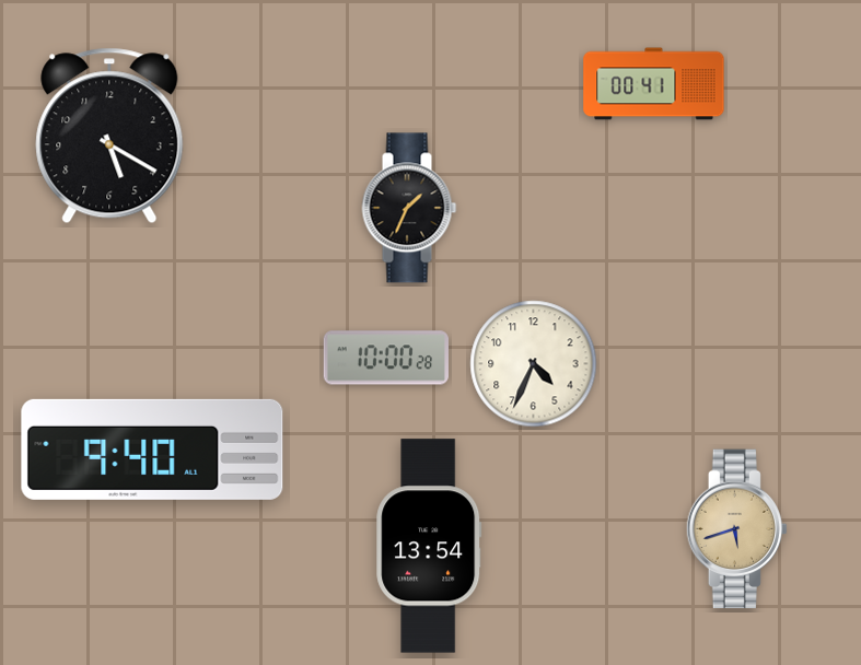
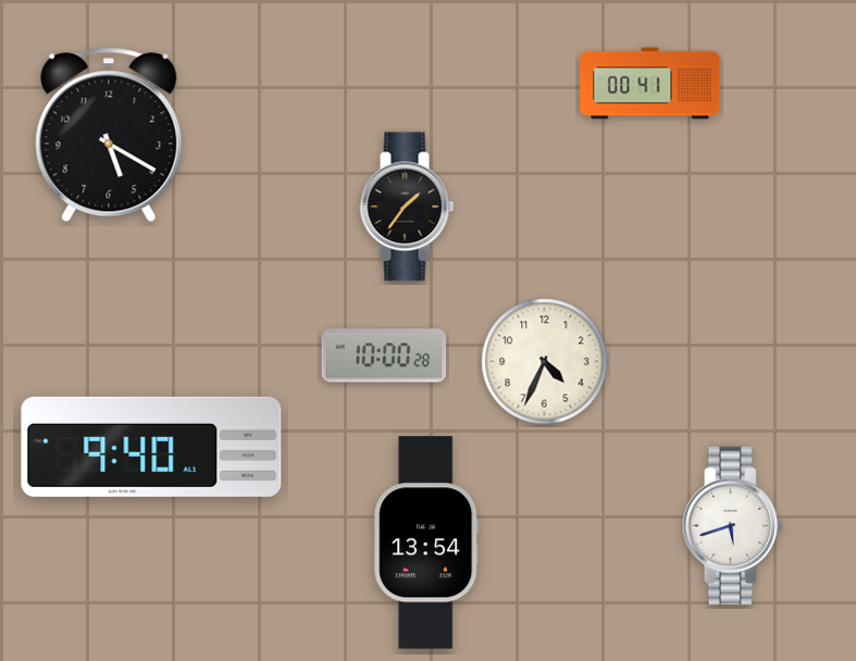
clock at (409, 208): 1:34 -> 1:36
clock at (534, 364) position: (534, 364) -> (545, 362)
clock at (736, 529) dial: champagne -> white
